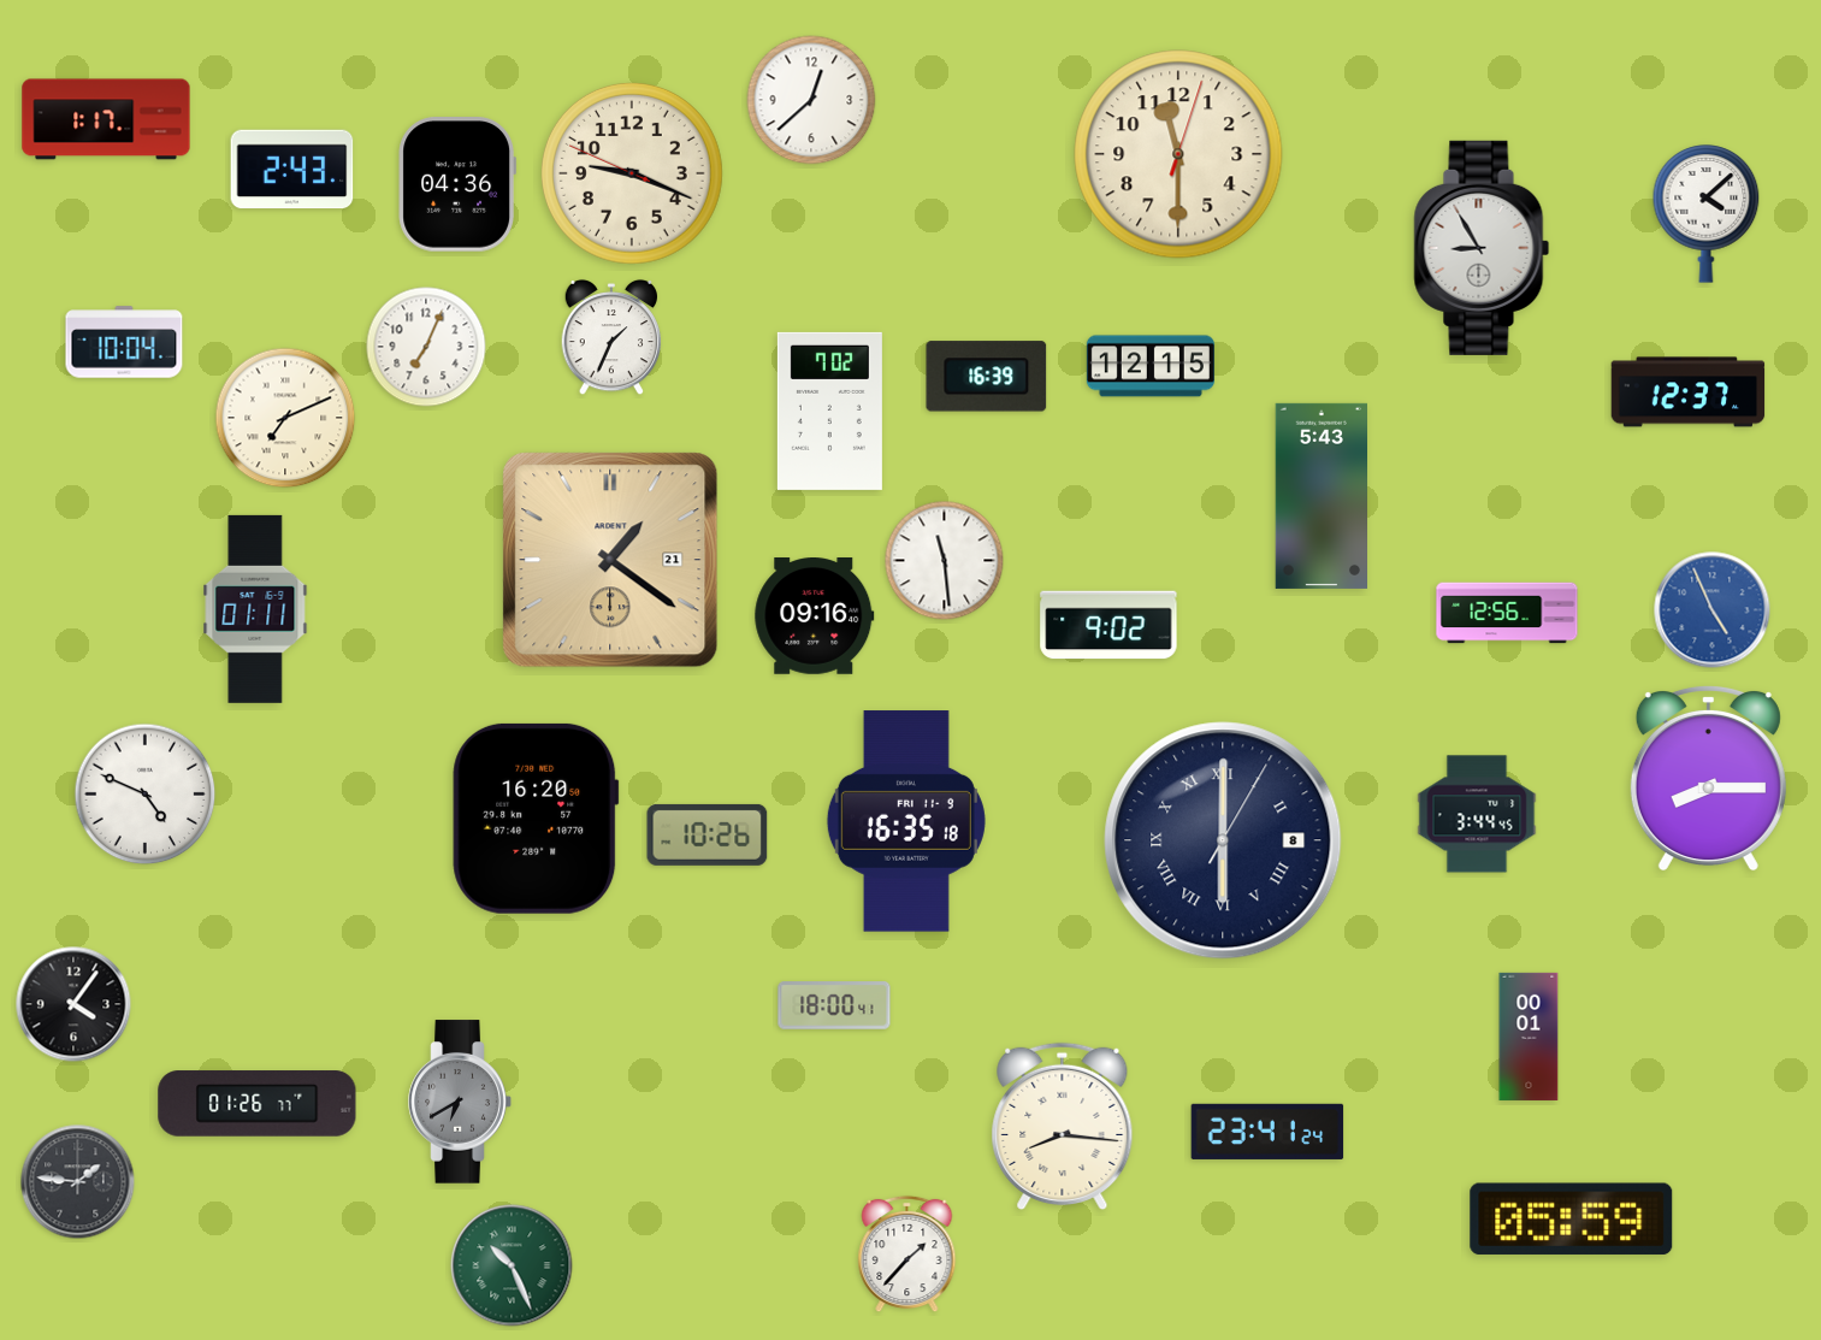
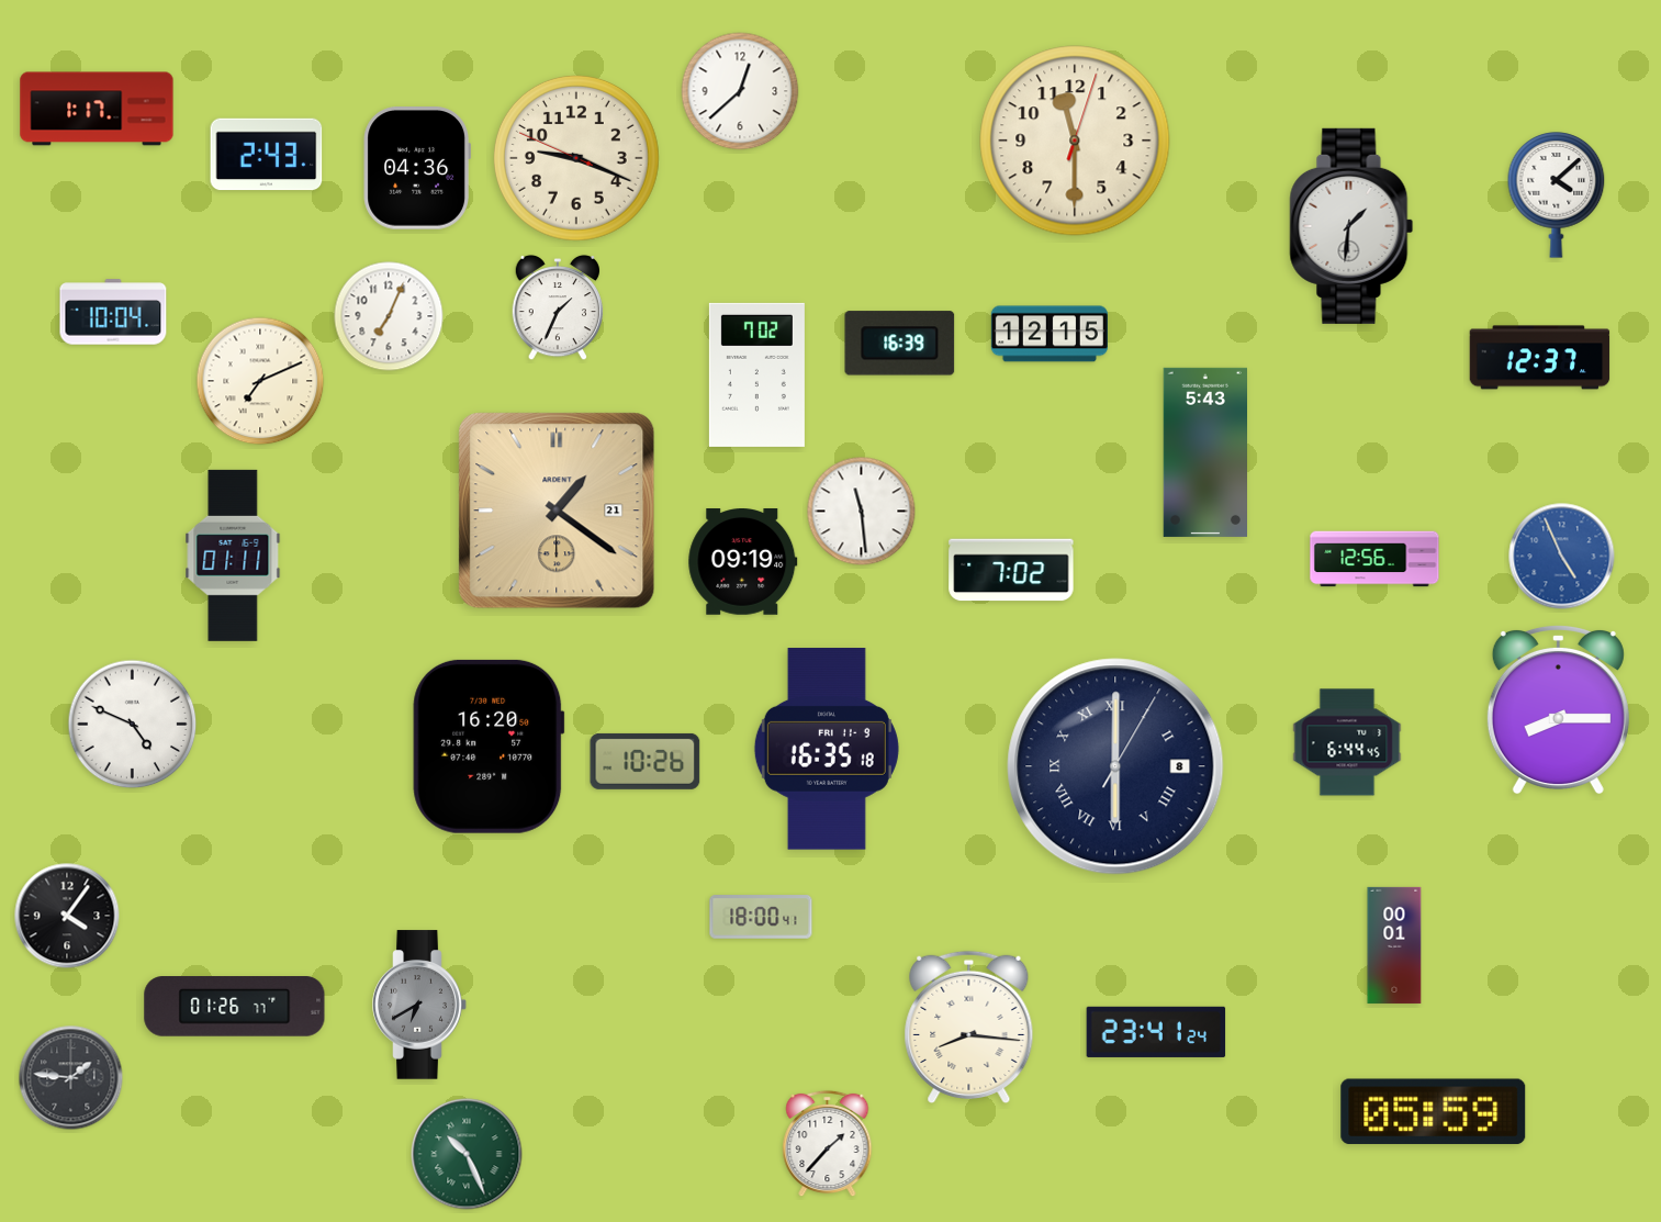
clock at (1482, 248): 8:55 -> 1:31
clock at (815, 616): 09:16 -> 09:19
clock at (1108, 625): 9:02 -> 7:02
clock at (1477, 814): 3:44 -> 6:44
